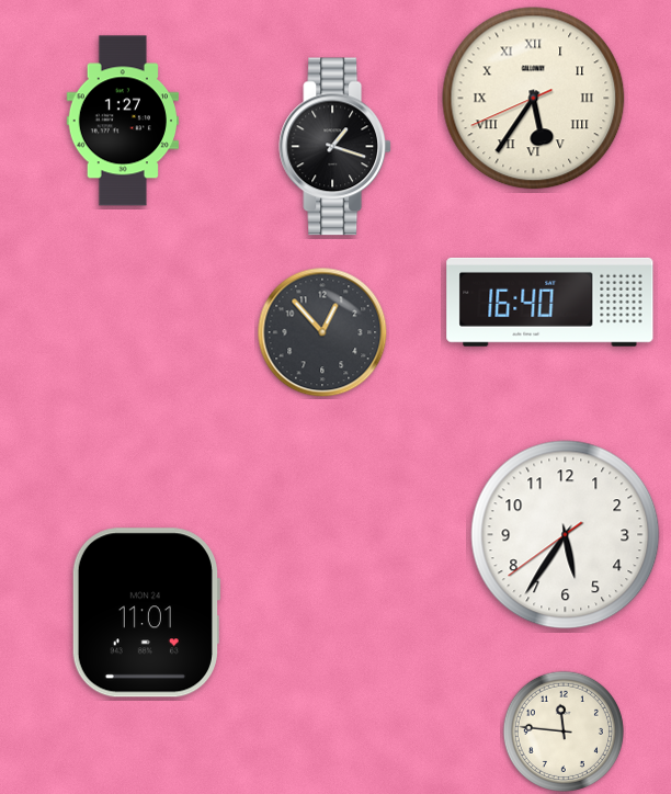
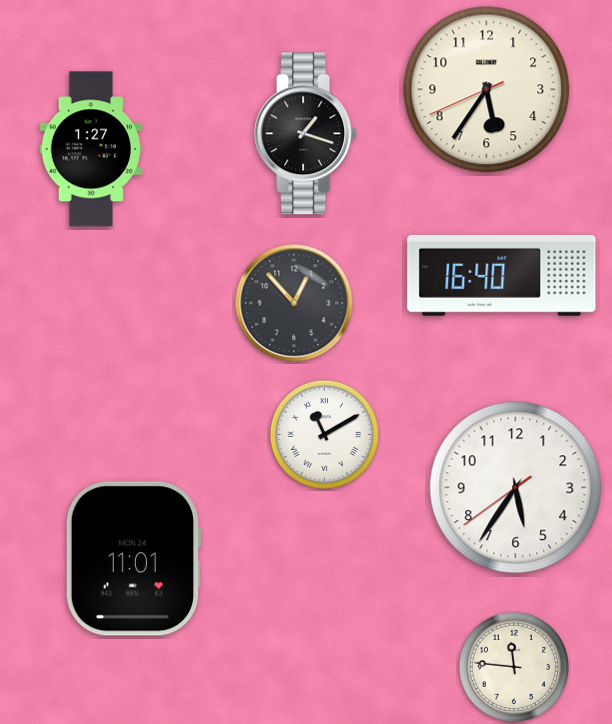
clock at (534, 99) numerals: Roman -> Arabic
clock at (122, 121) position: (122, 121) -> (90, 149)
clock at (324, 434): none -> 11:10
